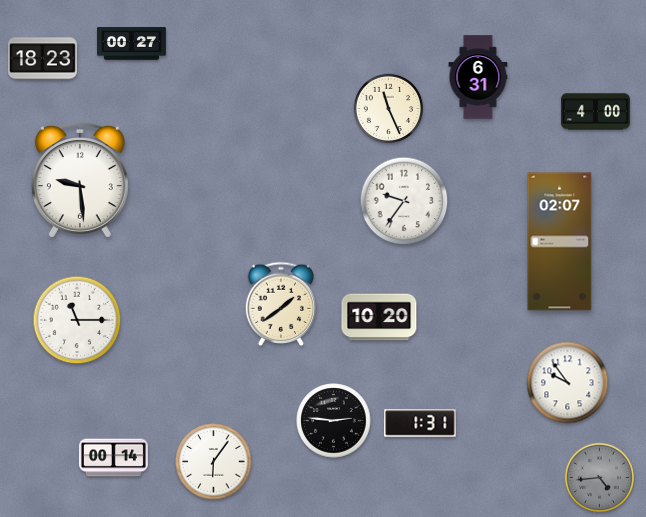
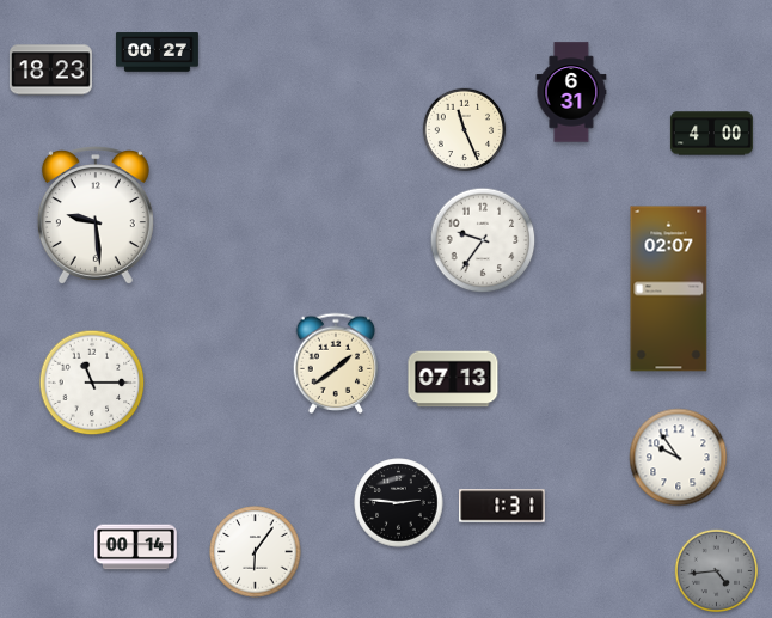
clock at (379, 317): 10:20 -> 07:13
